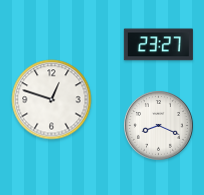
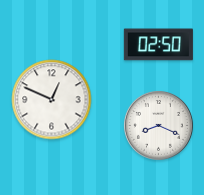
clock at (158, 45): 23:27 -> 02:50
clock at (52, 100): 12:48 -> 12:49
